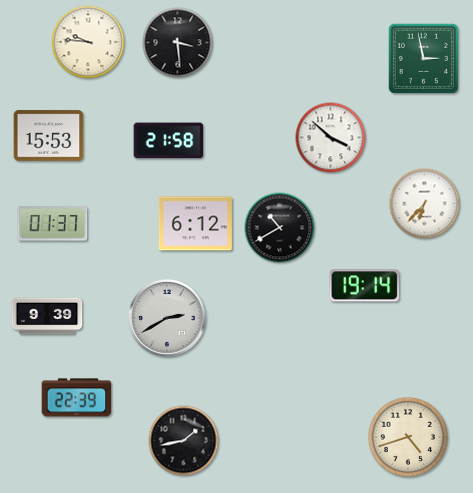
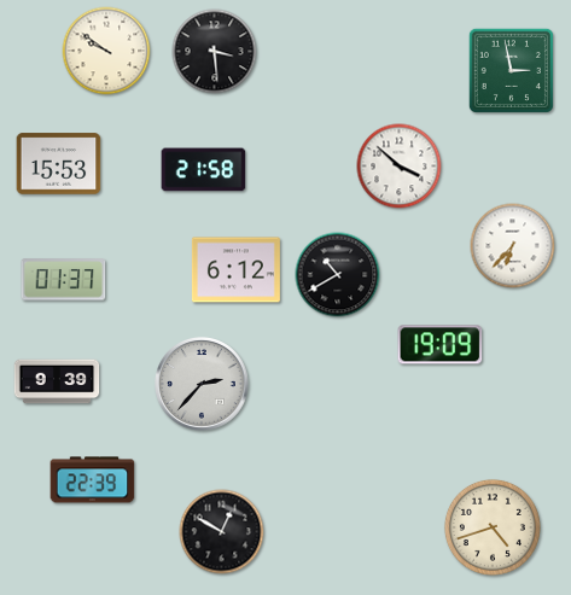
clock at (88, 42): 9:46 -> 9:51
clock at (53, 224) position: (53, 224) -> (64, 280)
clock at (365, 286): 19:14 -> 19:09
clock at (168, 319): 2:40 -> 2:37
clock at (184, 441): 1:43 -> 12:50
